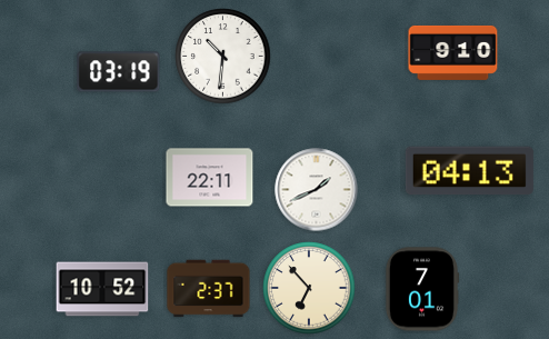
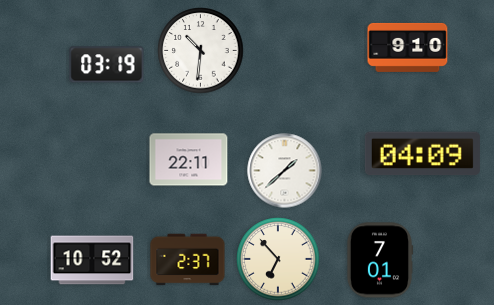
clock at (469, 171): 04:13 -> 04:09
clock at (317, 190): 1:41 -> 1:38
